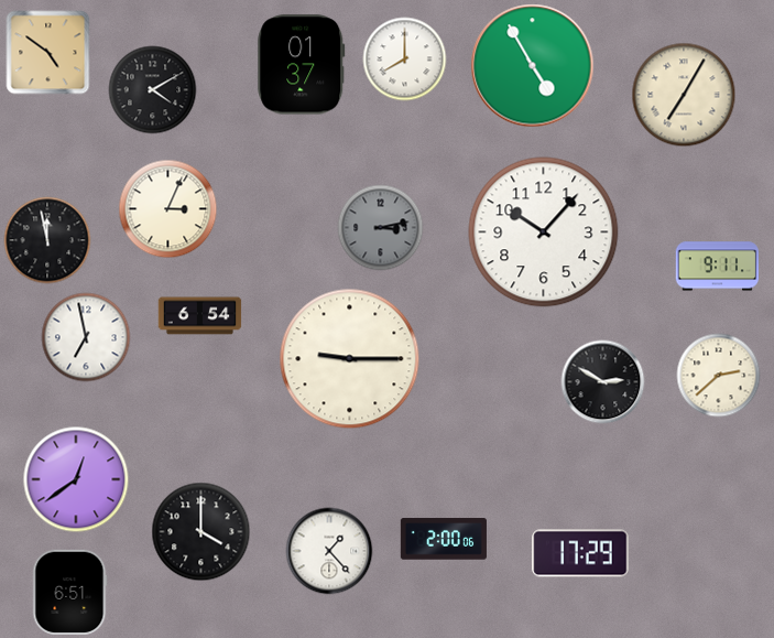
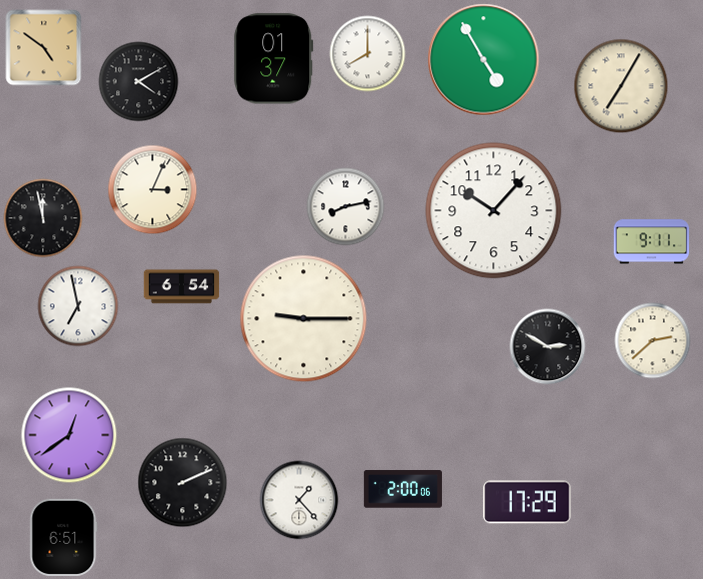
clock at (381, 228): 3:13 -> 8:13
clock at (381, 228) dial: grey -> white
clock at (350, 359) position: (350, 359) -> (304, 319)
clock at (201, 532): 4:00 -> 2:11
